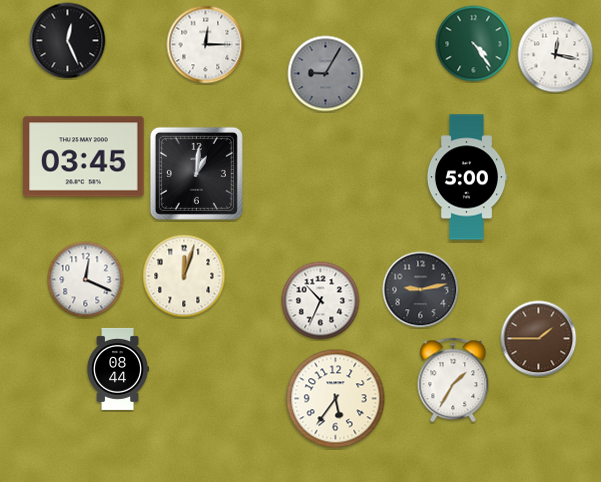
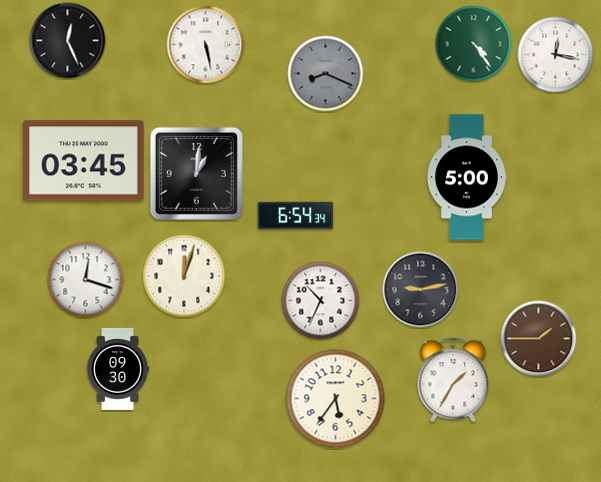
clock at (206, 45): 12:15 -> 5:28
clock at (326, 74): 9:05 -> 8:19
clock at (84, 157) position: (84, 157) -> (84, 161)
clock at (296, 216): none -> 6:54
clock at (86, 280): 12:19 -> 12:18
clock at (118, 369): 08:44 -> 09:30
